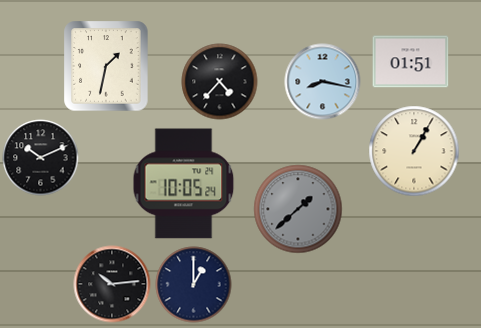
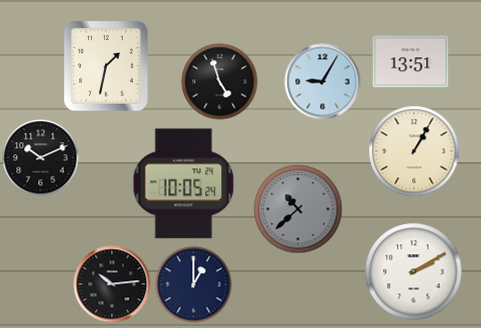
clock at (411, 62): 01:51 -> 13:51
clock at (220, 82): 4:37 -> 4:57
clock at (323, 82): 8:17 -> 9:05
clock at (298, 209): 1:38 -> 10:38
clock at (414, 272): none -> 2:10
